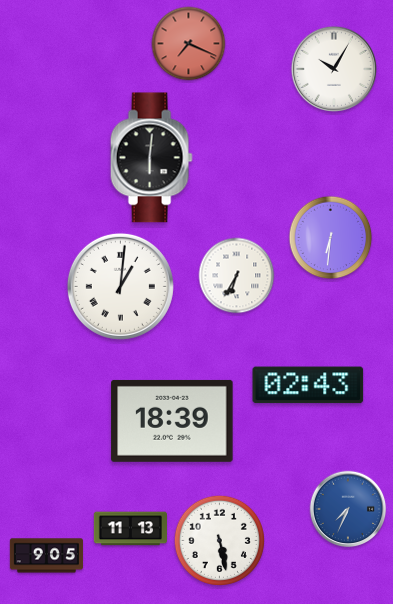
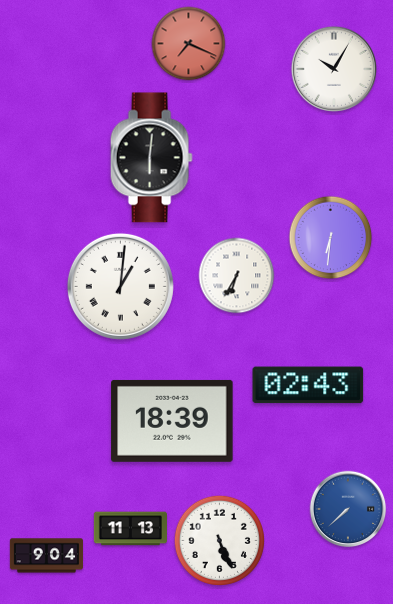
clock at (348, 509): 7:34 -> 7:38
clock at (219, 540): 5:28 -> 5:26
clock at (46, 556): 9:05 -> 9:04
